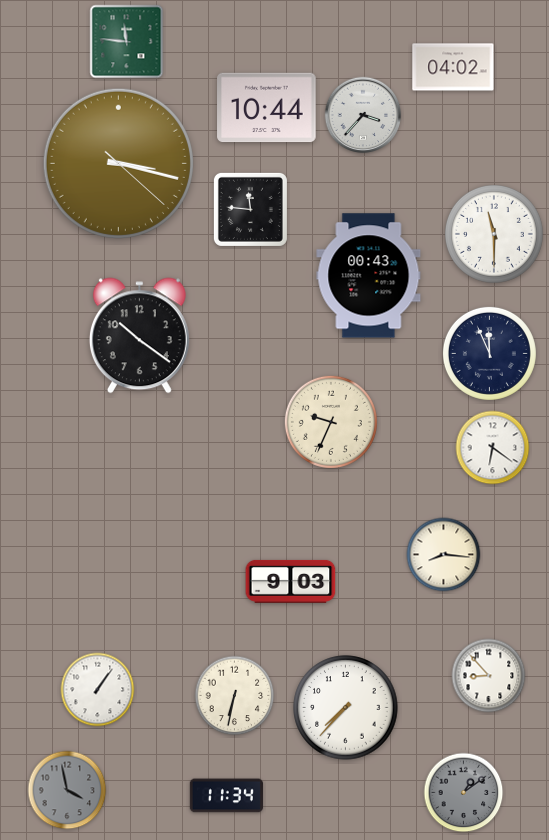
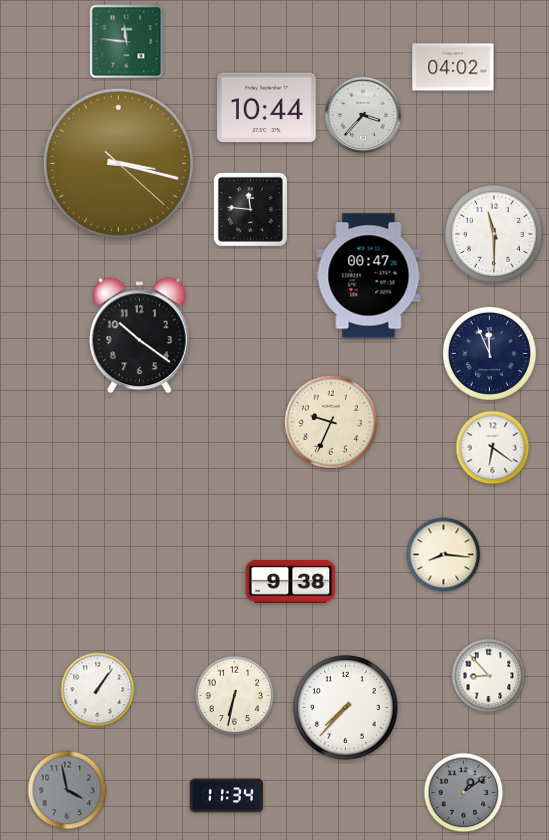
clock at (369, 276): 00:43 -> 00:47
clock at (291, 581): 9:03 -> 9:38
